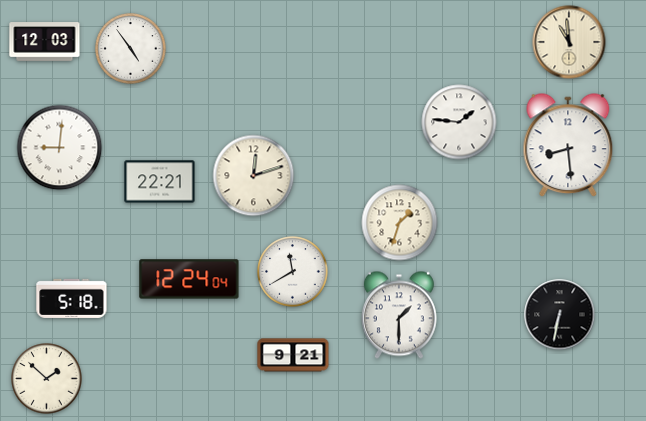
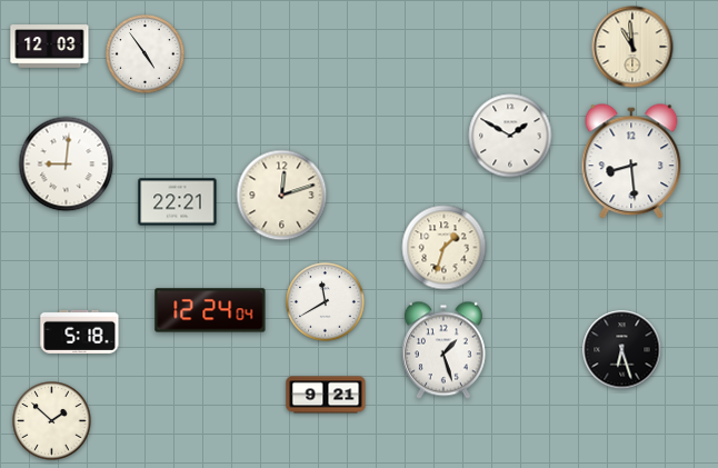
clock at (459, 122): 1:46 -> 1:50
clock at (399, 315): 1:30 -> 1:27
clock at (560, 315): 6:32 -> 6:27
